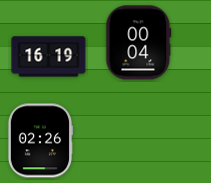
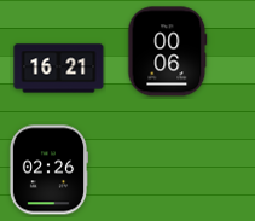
clock at (139, 43): 00:04 -> 00:06
clock at (49, 57): 16:19 -> 16:21
